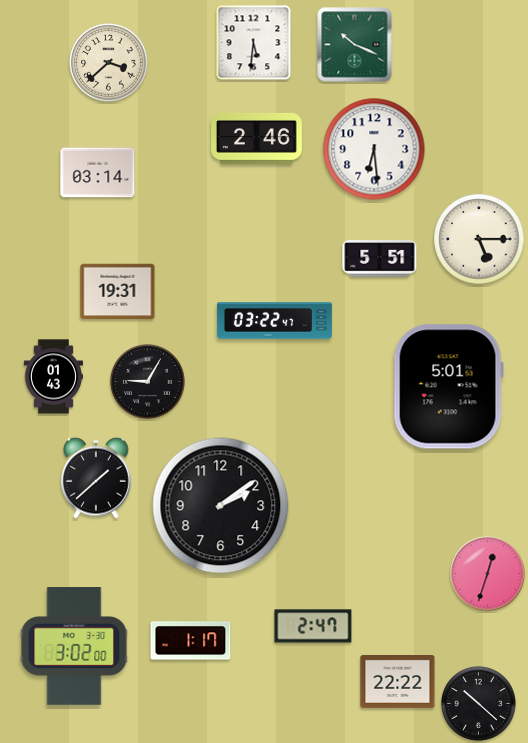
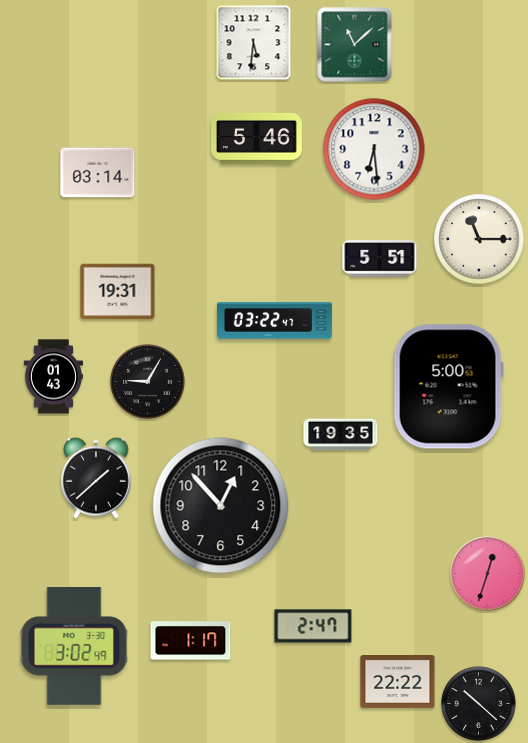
clock at (355, 45): 10:19 -> 11:08
clock at (109, 63): 3:38 -> none
clock at (257, 138): 2:46 -> 5:46
clock at (479, 239): 5:15 -> 11:15
clock at (448, 387): 5:01 -> 5:00
clock at (341, 435): none -> 19:35
clock at (221, 506): 2:09 -> 12:53
clock at (74, 646): 3:02:00 -> 3:02:49
